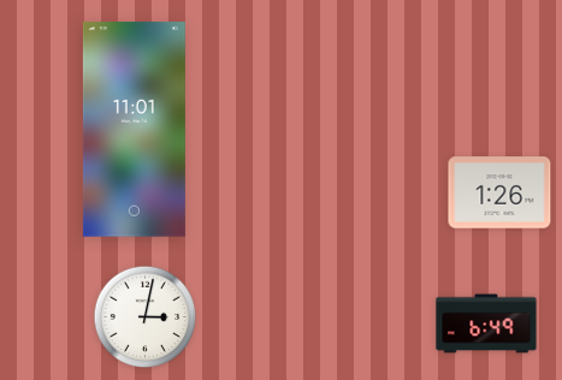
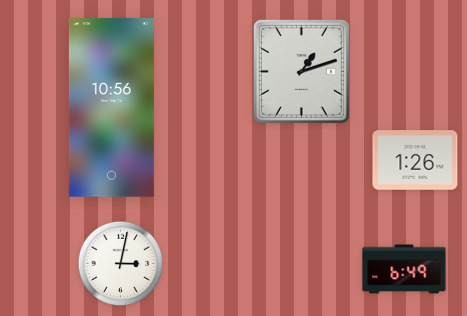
clock at (301, 71): none -> 1:12
clock at (134, 130): 11:01 -> 10:56
